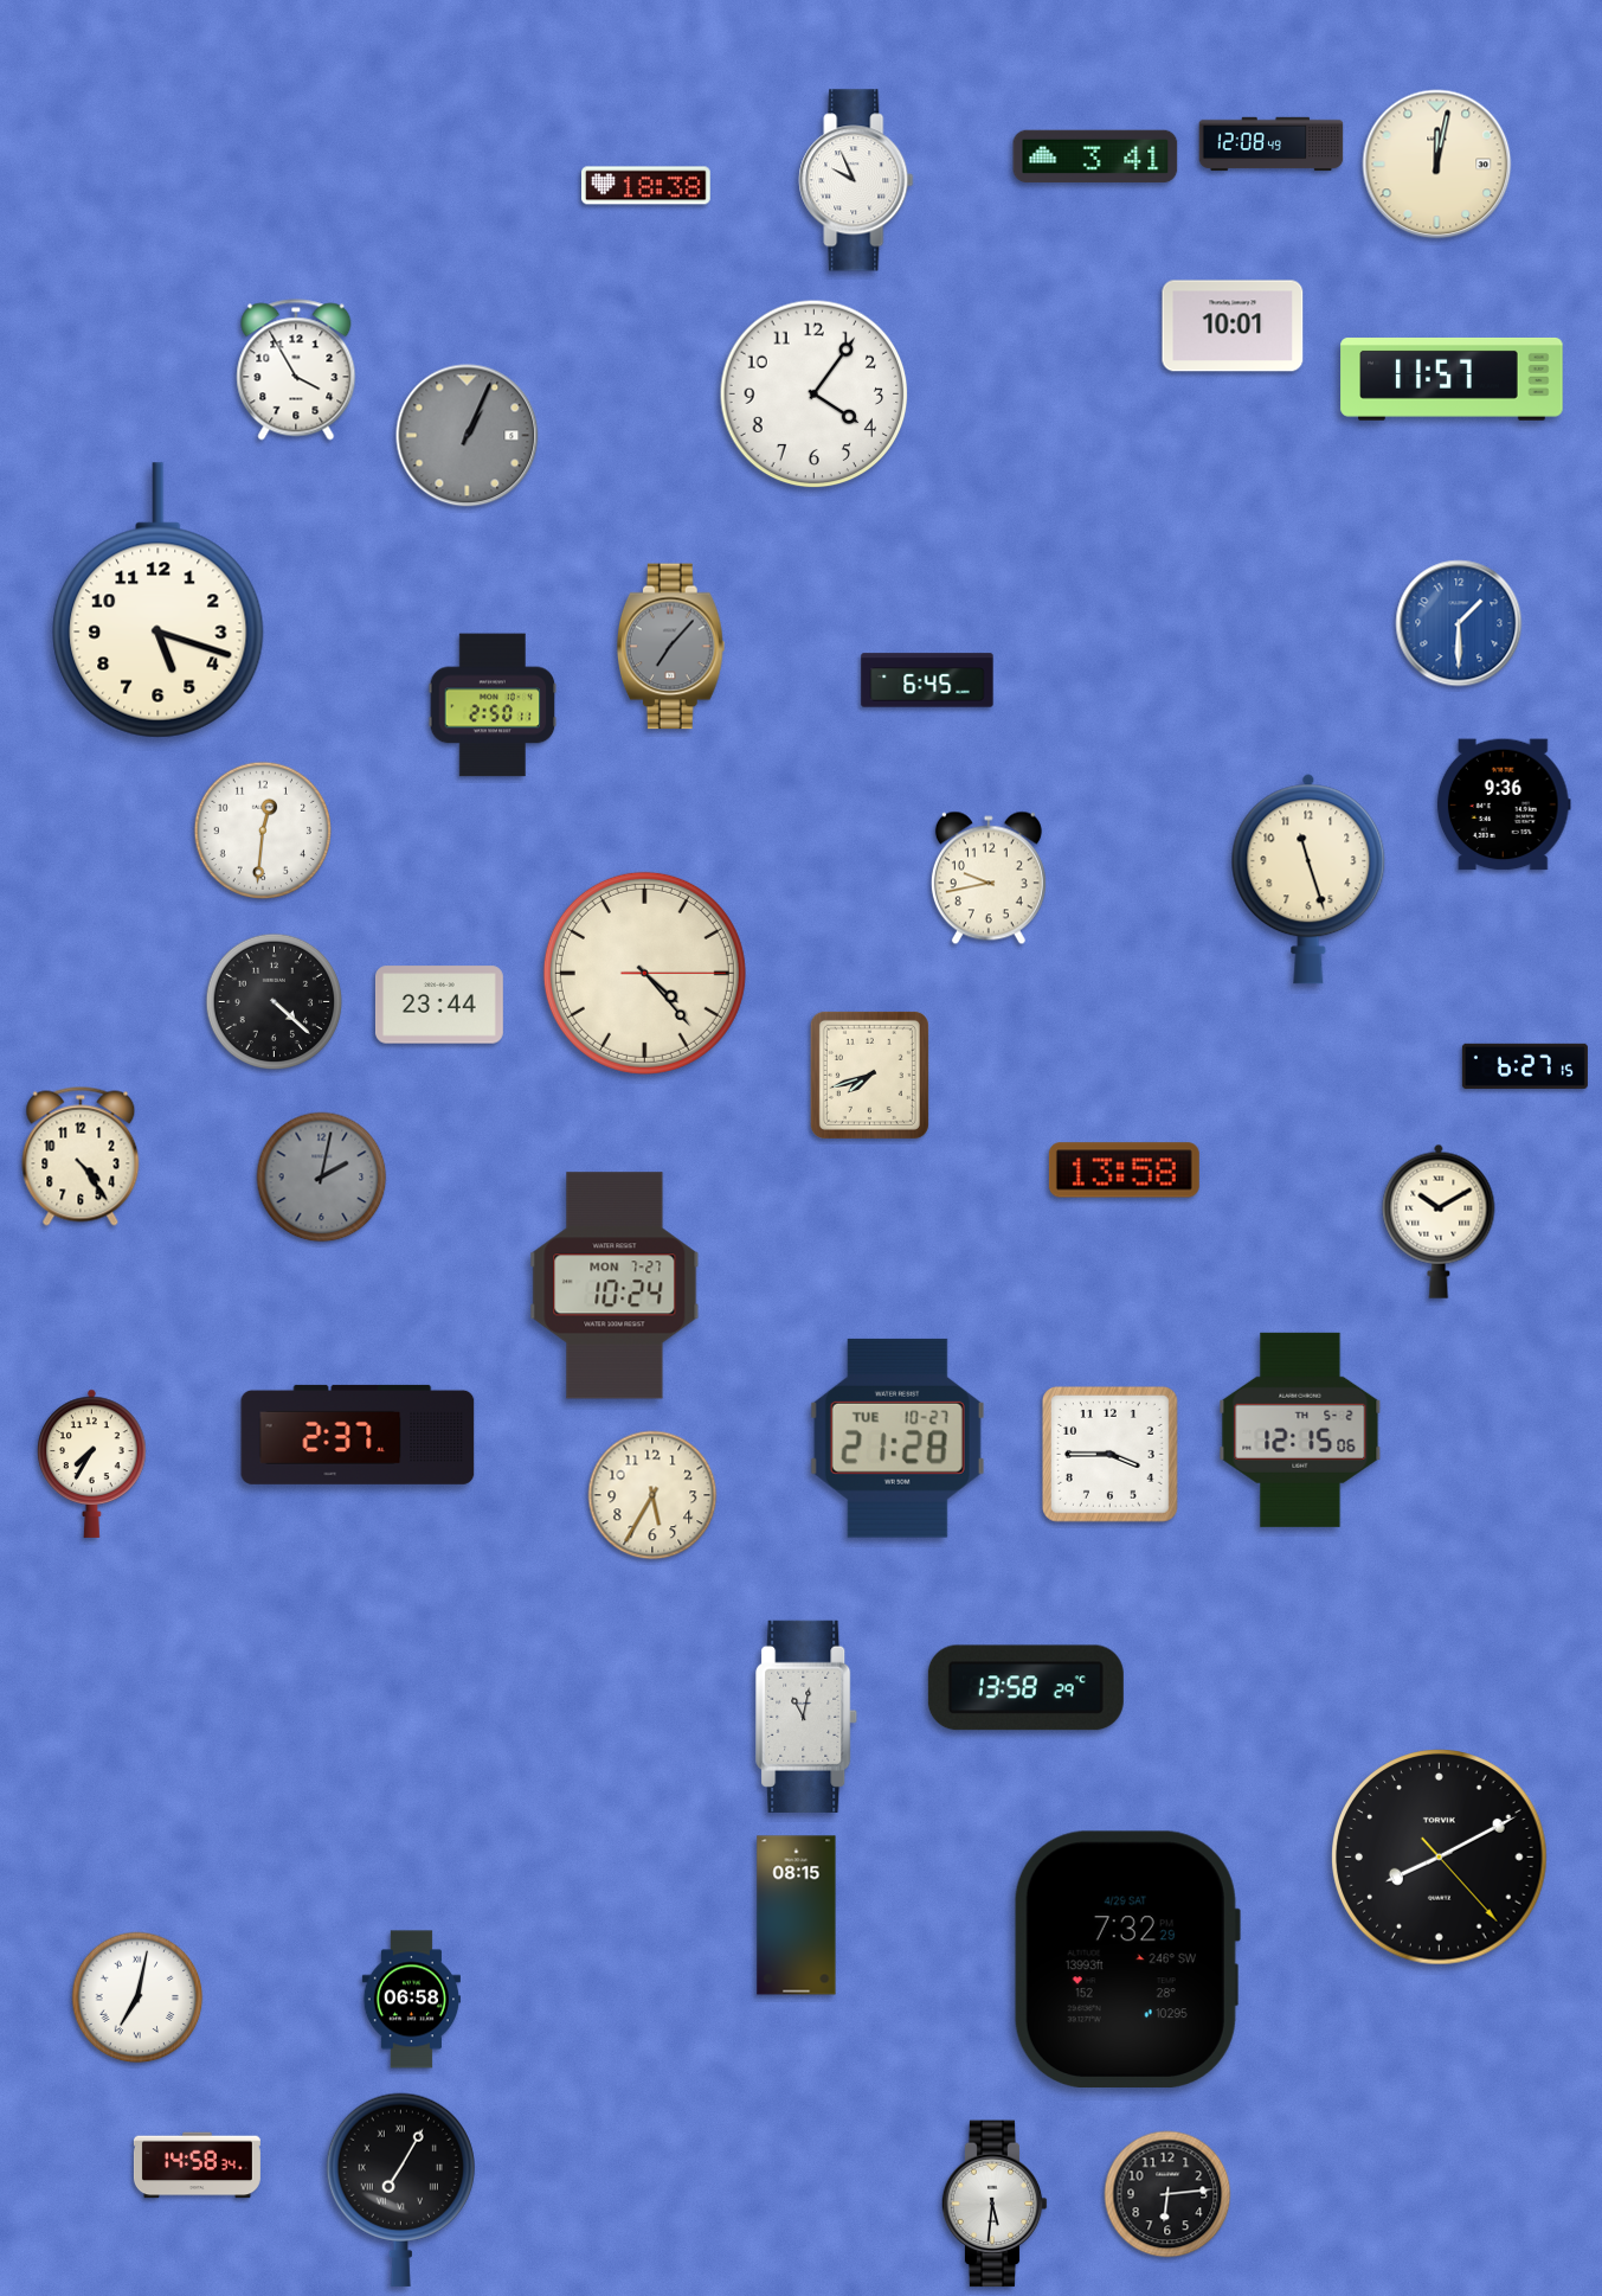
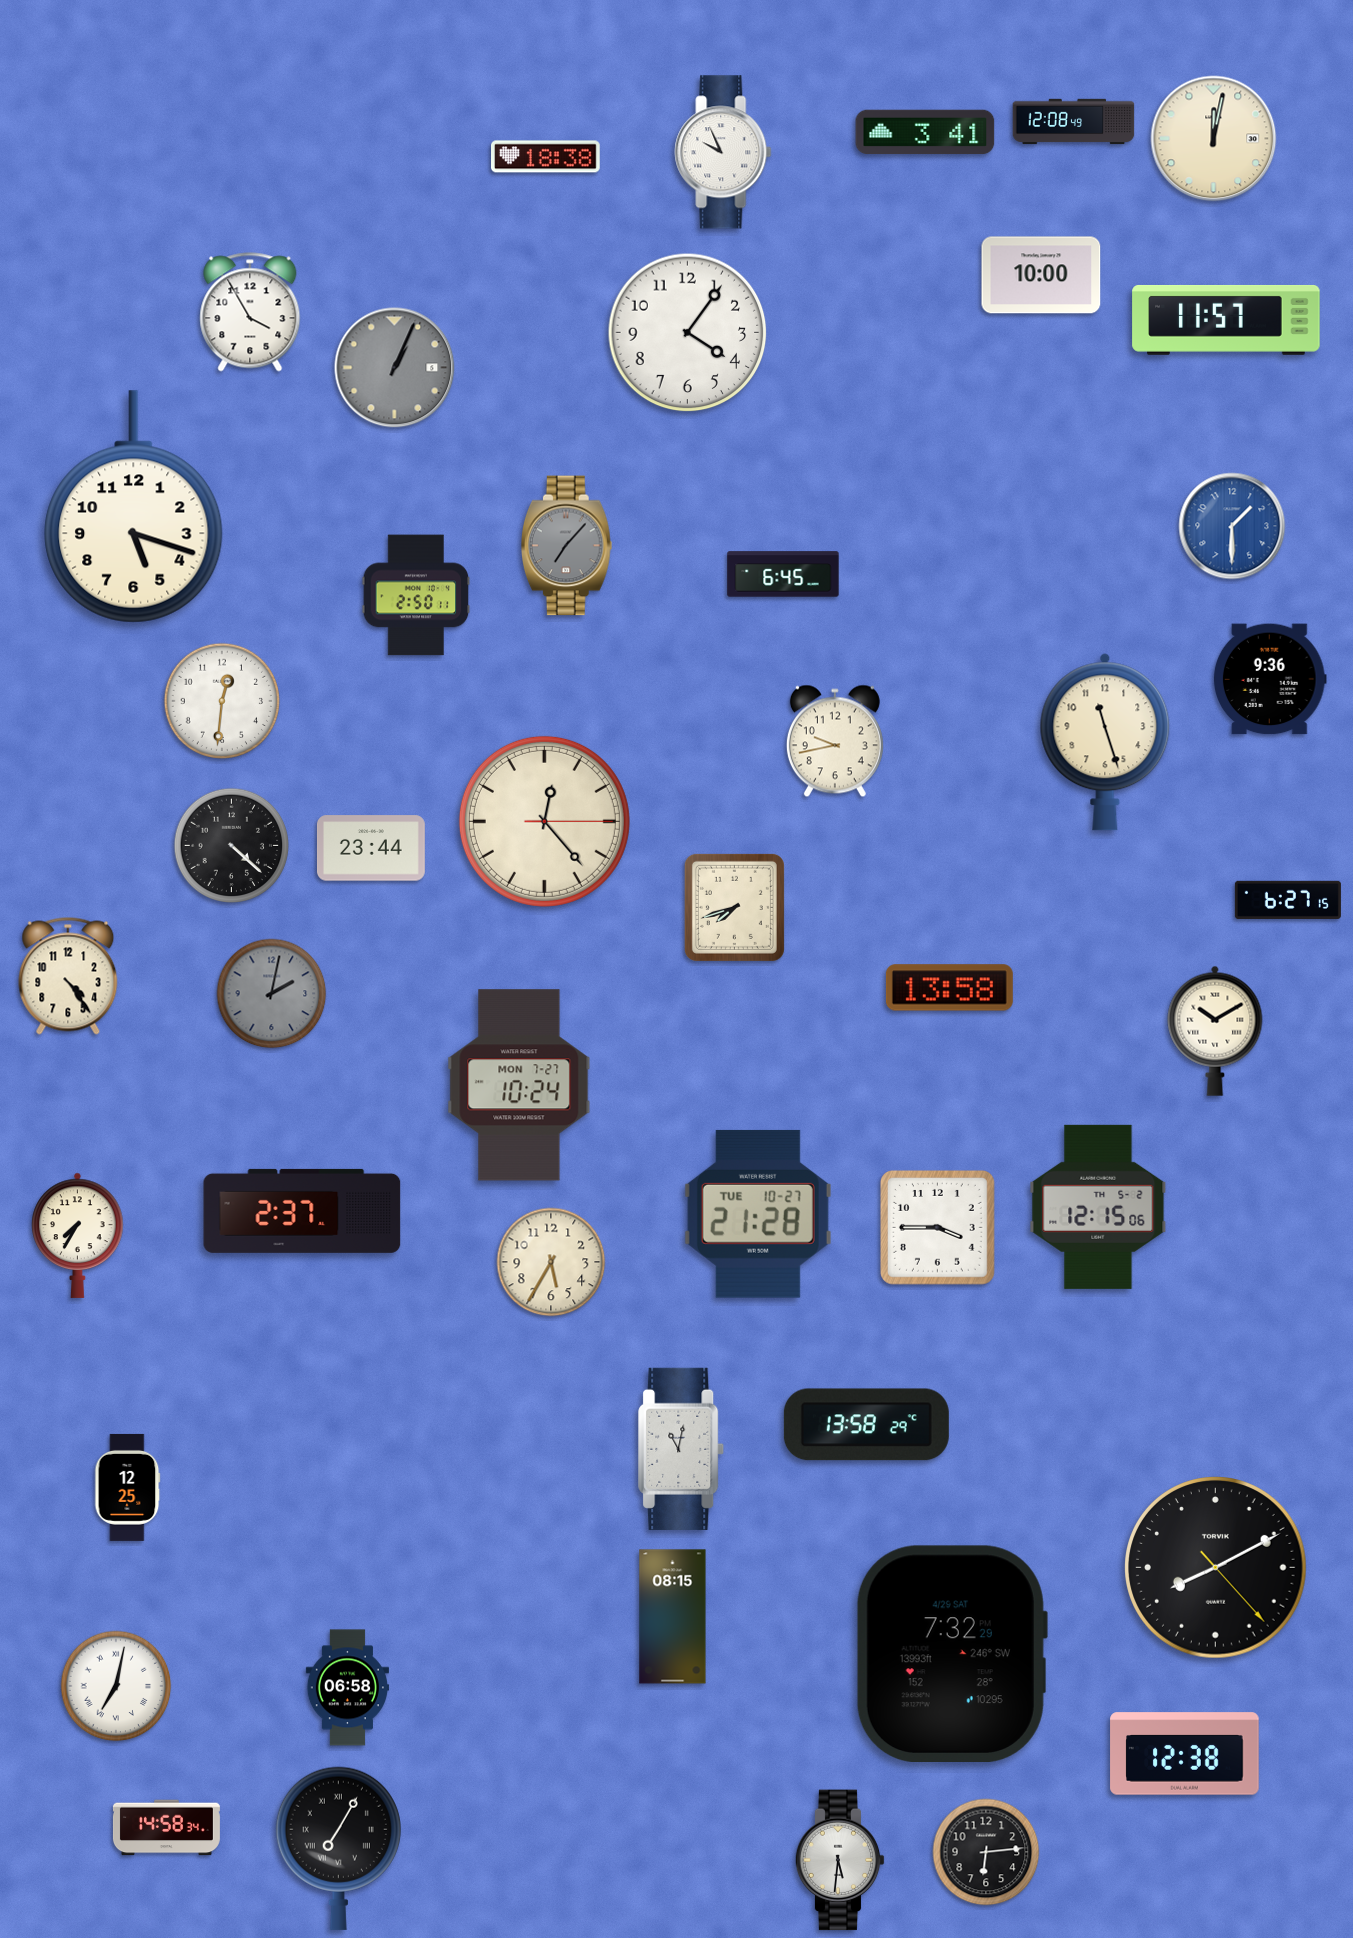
clock at (1233, 326): 10:01 -> 10:00
clock at (644, 973): 4:23 -> 12:23
clock at (128, 1487): none -> 12:25
clock at (1185, 1754): none -> 12:38
